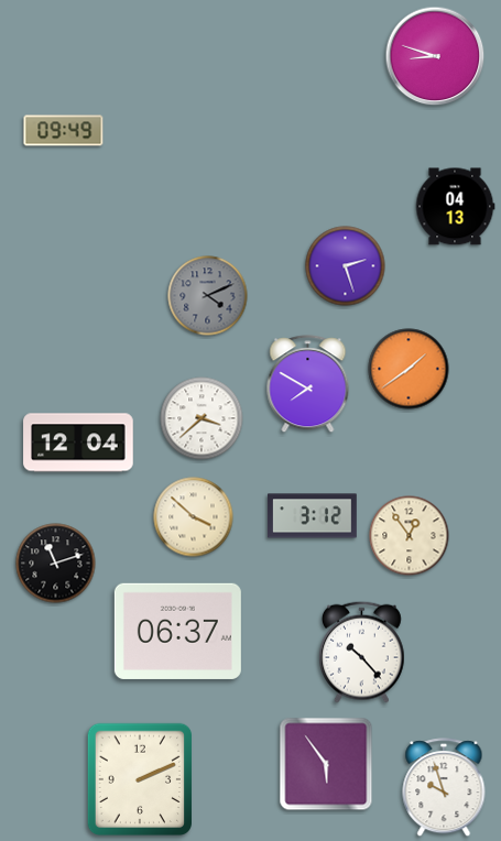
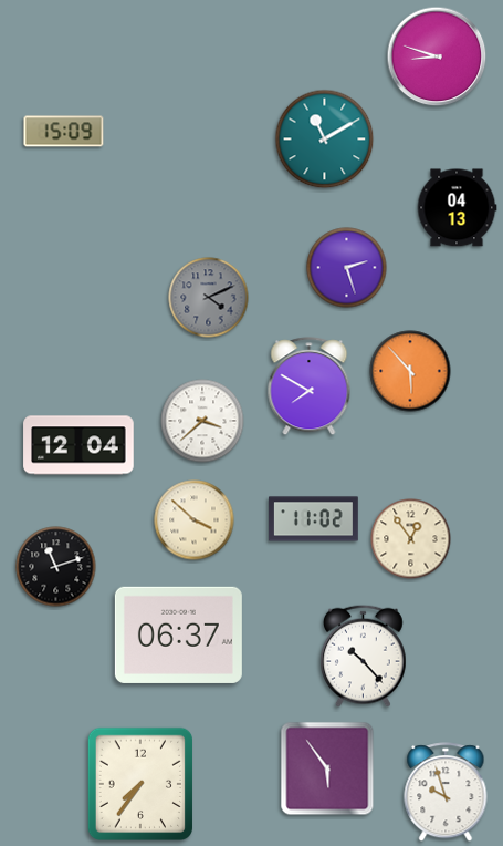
clock at (64, 131): 09:49 -> 15:09
clock at (325, 140): none -> 11:10
clock at (409, 369): 1:39 -> 5:53
clock at (312, 516): 3:12 -> 11:02
clock at (139, 779): 2:11 -> 7:36
